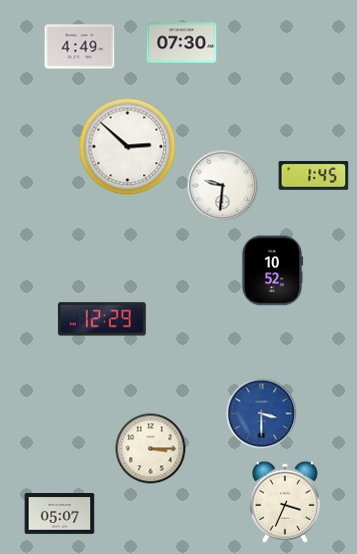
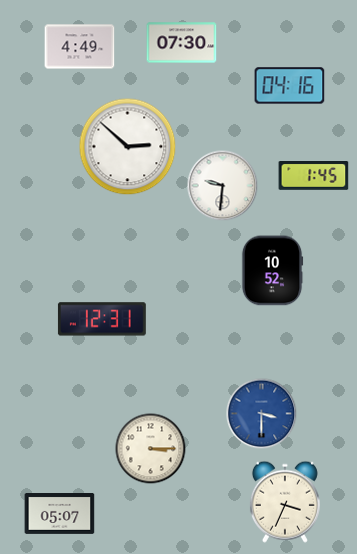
clock at (290, 86): none -> 04:16
clock at (102, 319): 12:29 -> 12:31
